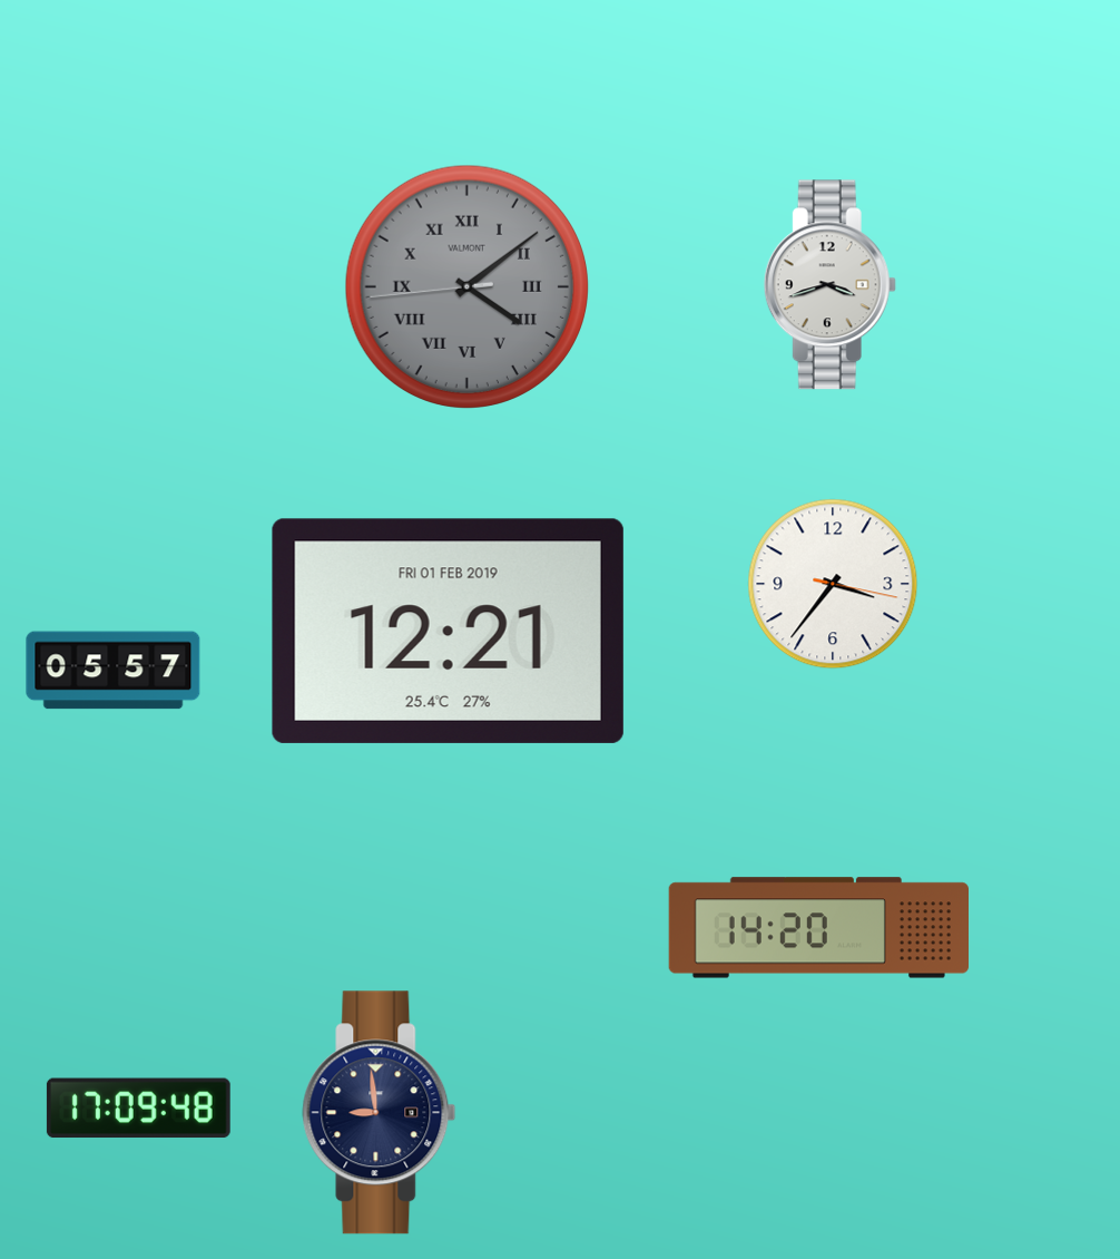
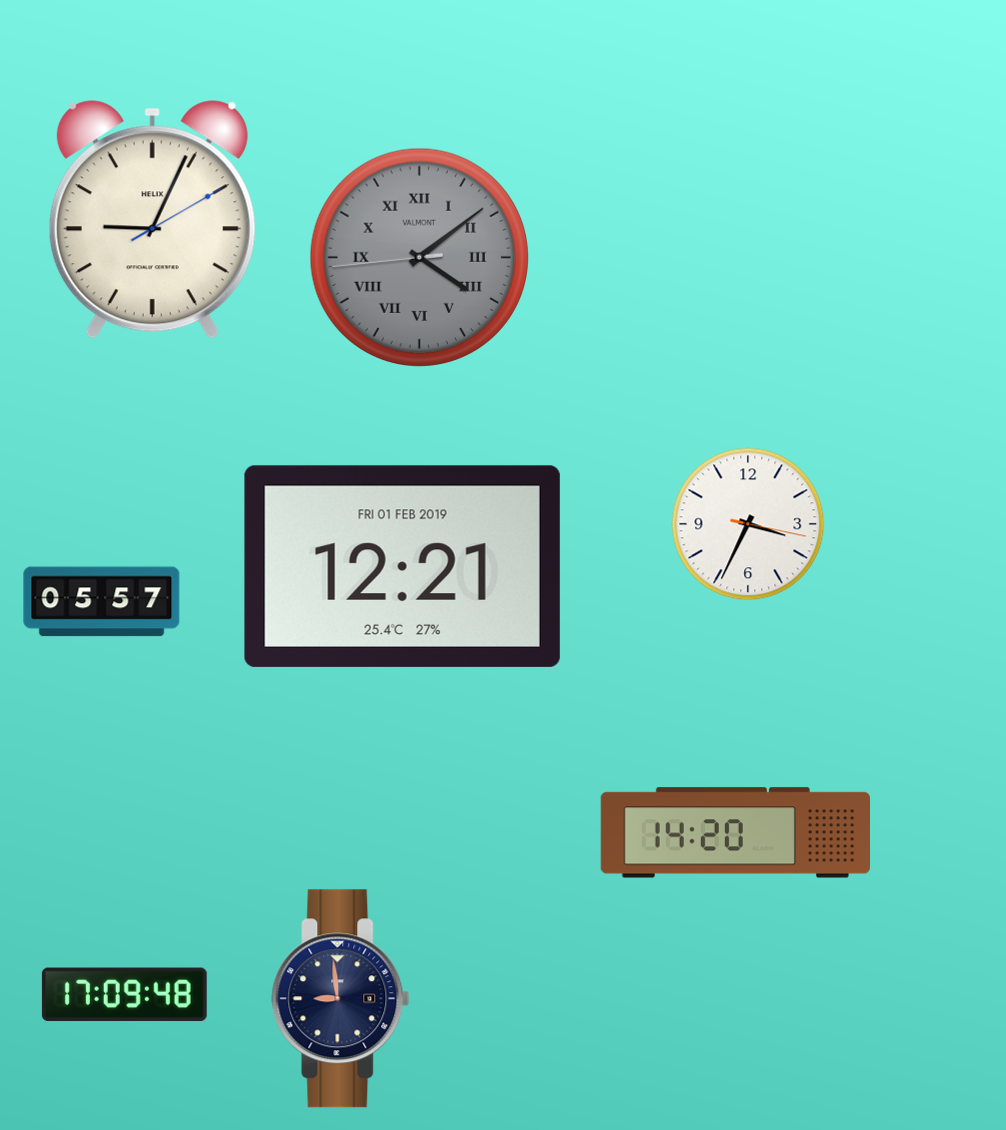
clock at (152, 220): none -> 9:04
clock at (829, 285): 3:42 -> none
clock at (833, 584): 3:36 -> 3:34
